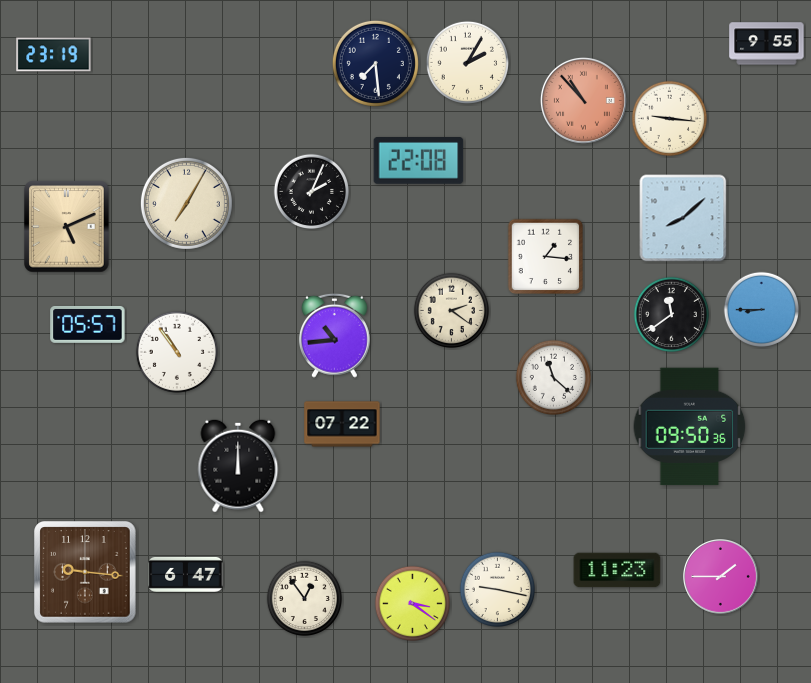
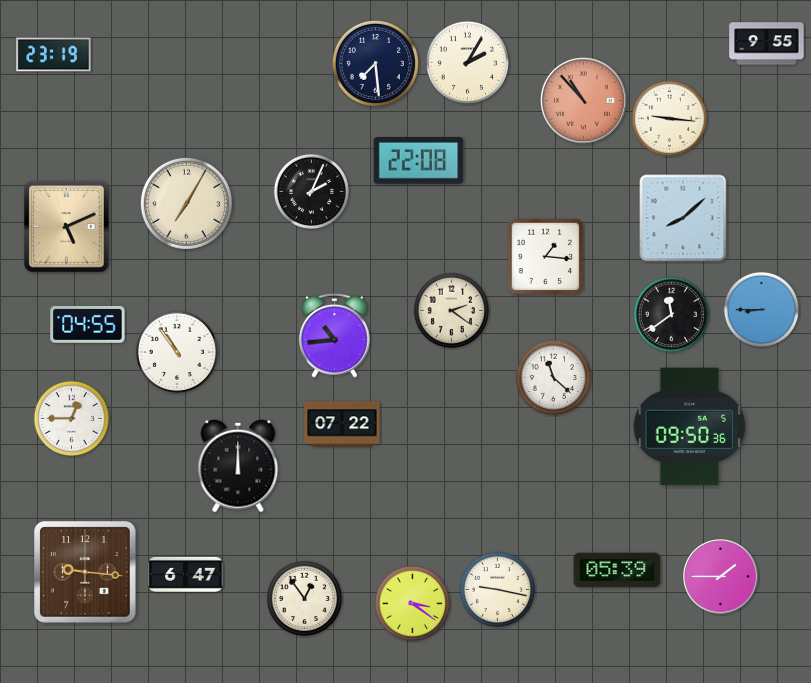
clock at (88, 324): 05:57 -> 04:55
clock at (71, 418): none -> 12:45
clock at (617, 570): 11:23 -> 05:39
